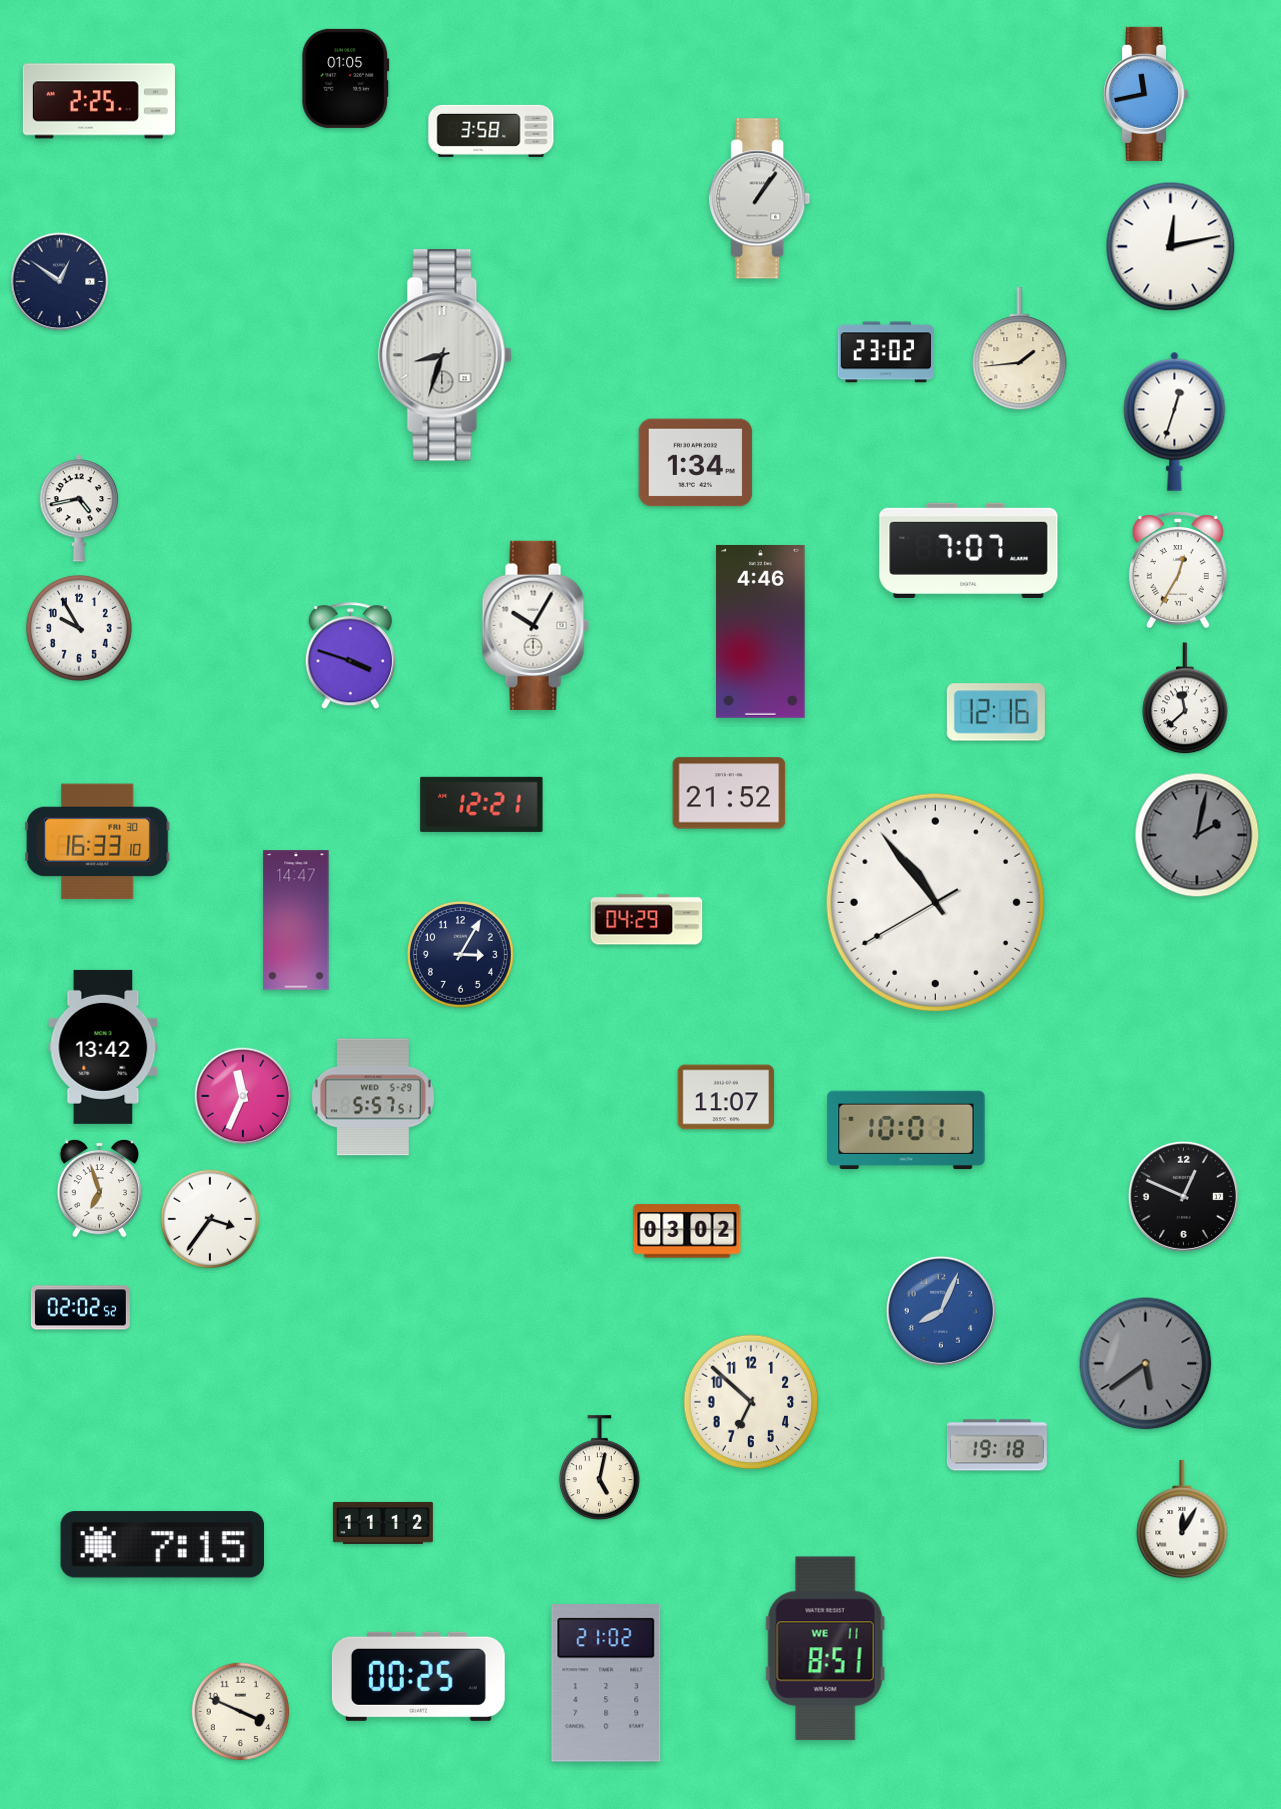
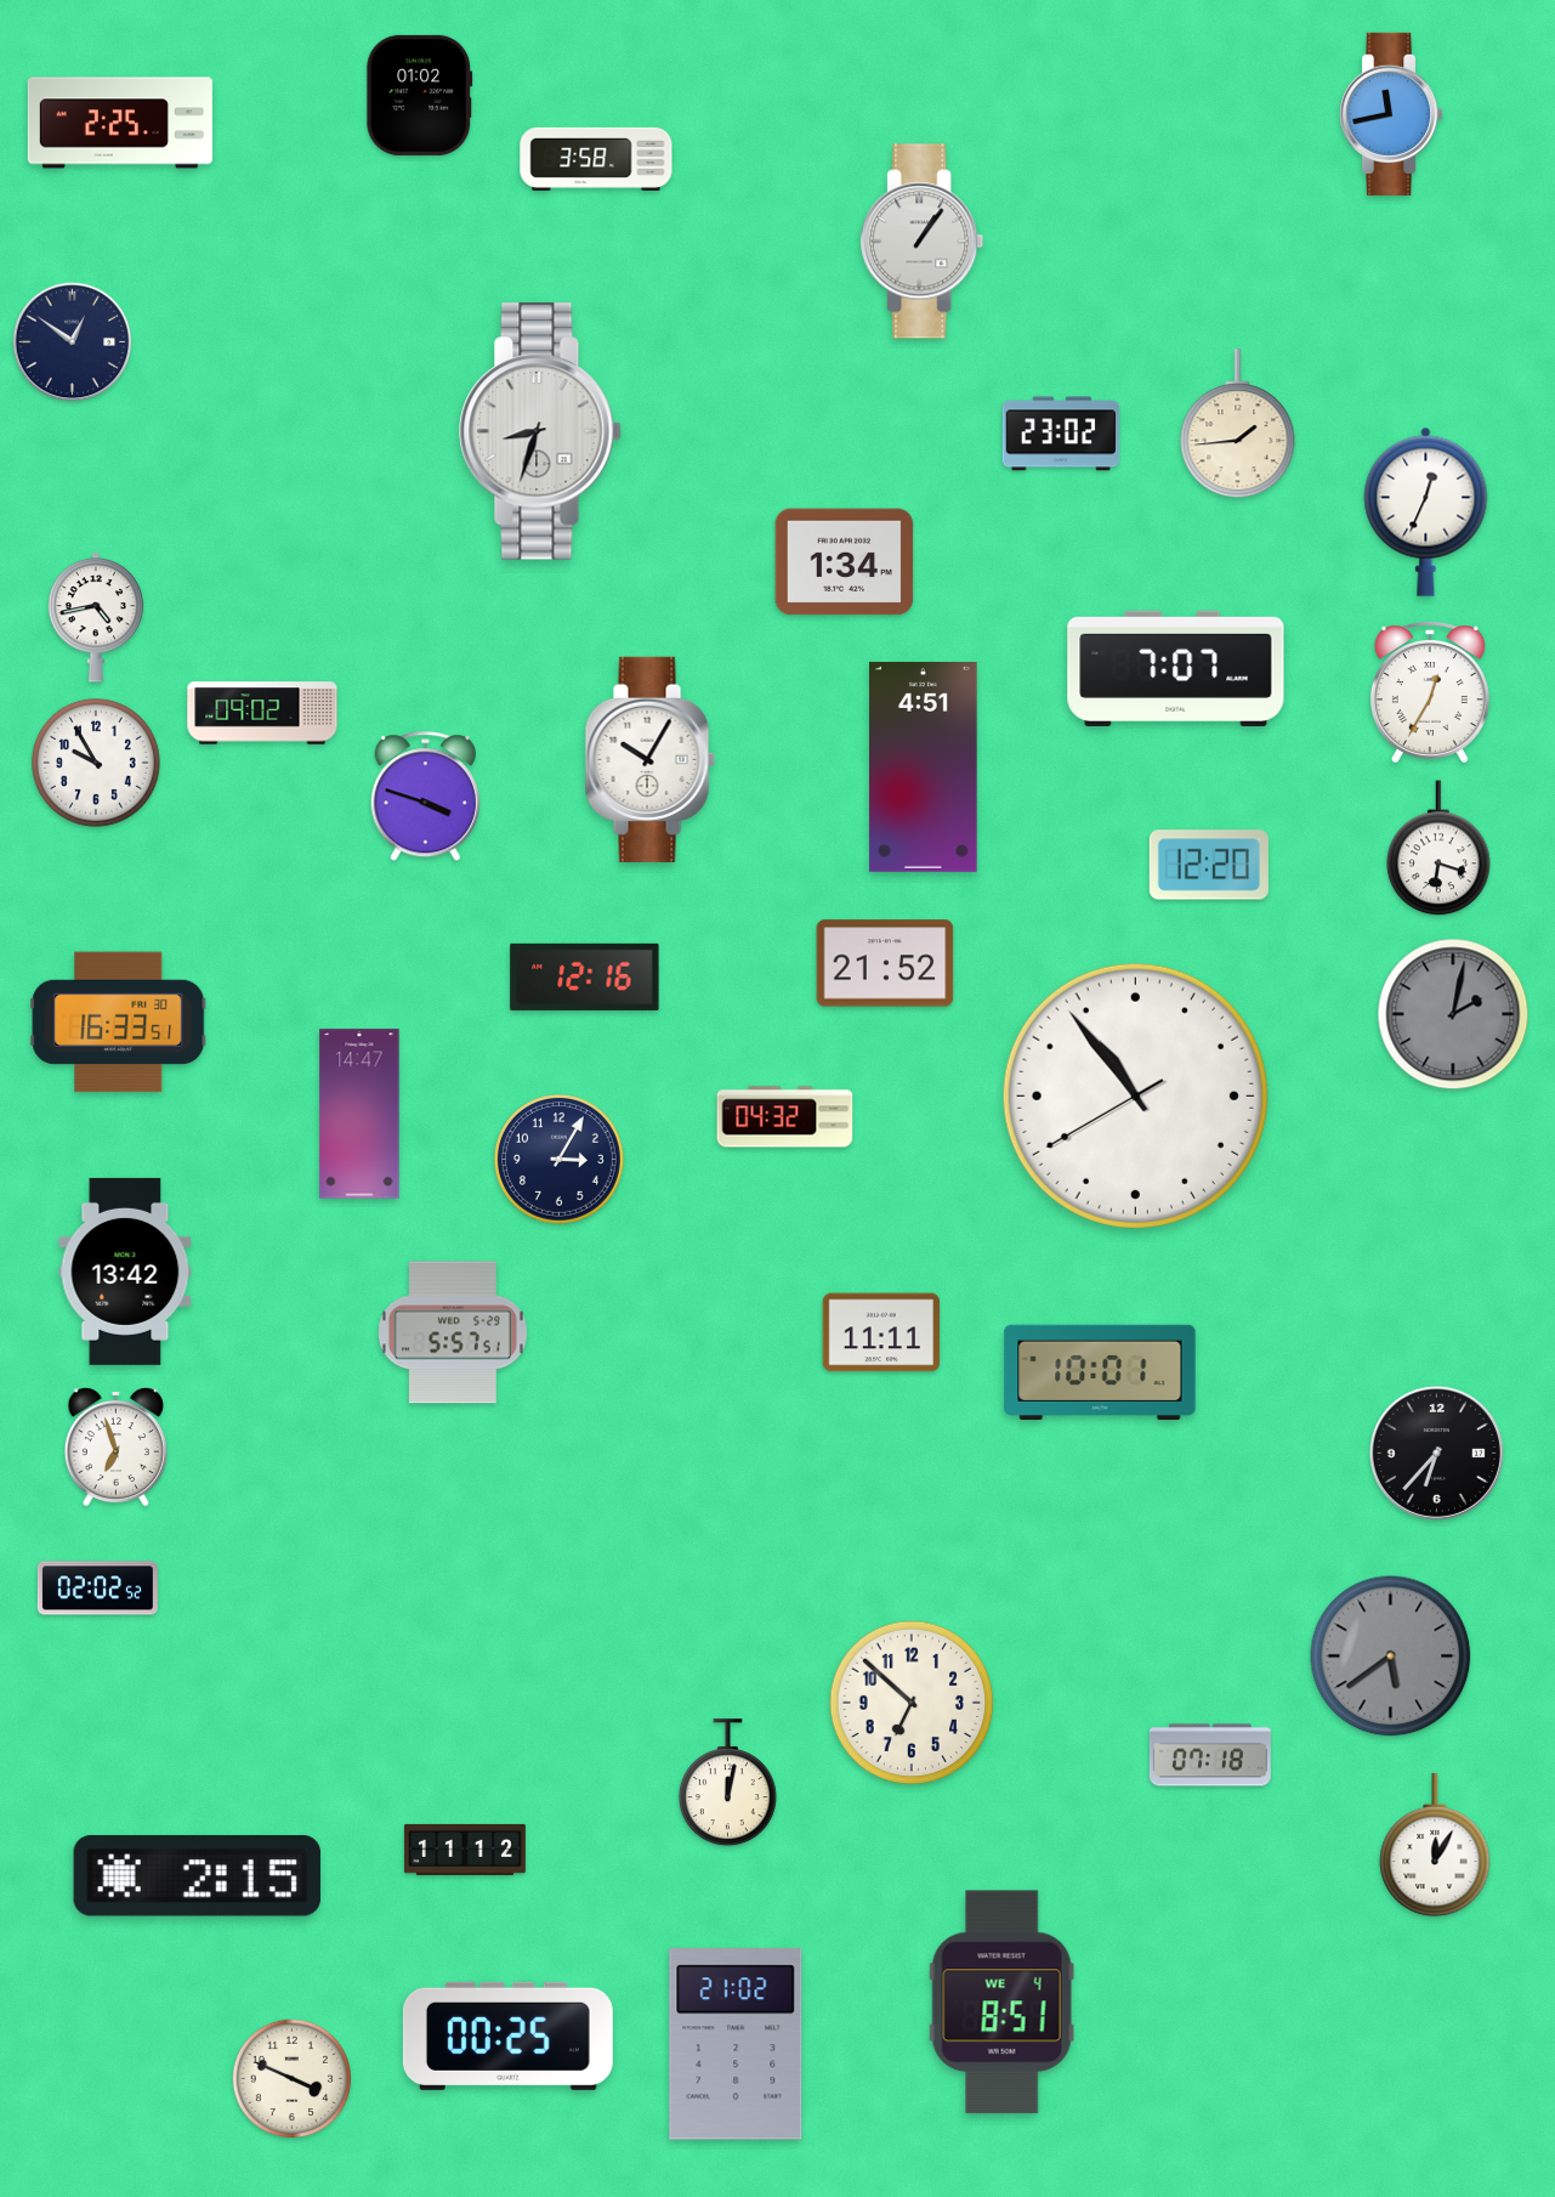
clock at (346, 78): 01:05 -> 01:02
clock at (1171, 247): 12:13 -> none
clock at (886, 352) position: (886, 352) -> (1061, 434)
clock at (1175, 421): 12:33 -> 12:34
clock at (262, 713): none -> 09:02
clock at (761, 631): 4:46 -> 4:51
clock at (1185, 699): 11:38 -> 6:18
clock at (996, 712): 12:16 -> 12:20
clock at (482, 804): 12:21 -> 12:16
clock at (98, 842): 16:33:10 -> 16:33:51
clock at (296, 920) position: (296, 920) -> (359, 1114)
clock at (647, 920): 04:29 -> 04:32
clock at (243, 1096): 11:34 -> none
clock at (726, 1097): 11:07 -> 11:11
clock at (99, 1188) position: (99, 1188) -> (115, 1446)
clock at (1183, 1196): 12:49 -> 6:37
clock at (209, 1218): 3:36 -> none
clock at (687, 1231): 03:02 -> none
clock at (941, 1311): 8:04 -> none
clock at (997, 1445): 19:18 -> 07:18
clock at (599, 1468): 5:02 -> 12:02
clock at (162, 1545): 7:15 -> 2:15
clock at (825, 1649) date: WE 11 -> WE 4
